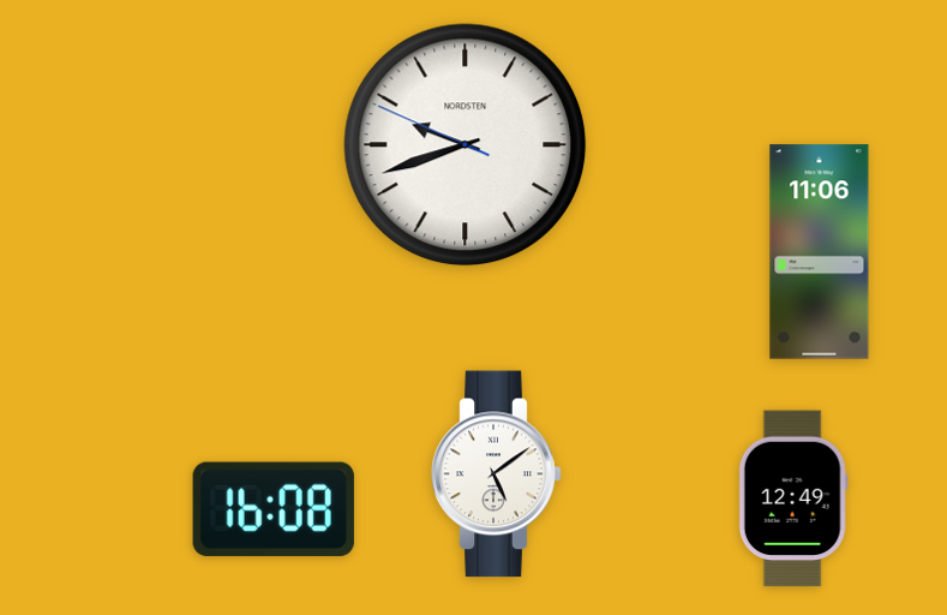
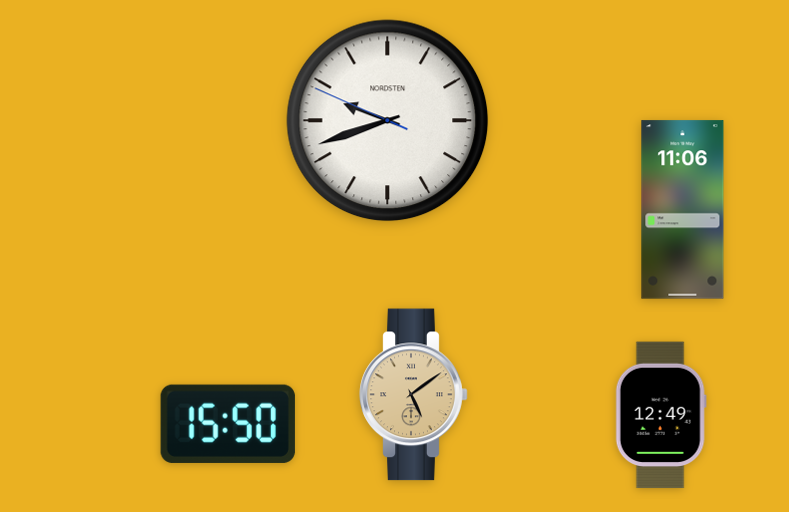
clock at (497, 474) dial: white -> champagne
clock at (274, 509): 16:08 -> 15:50
